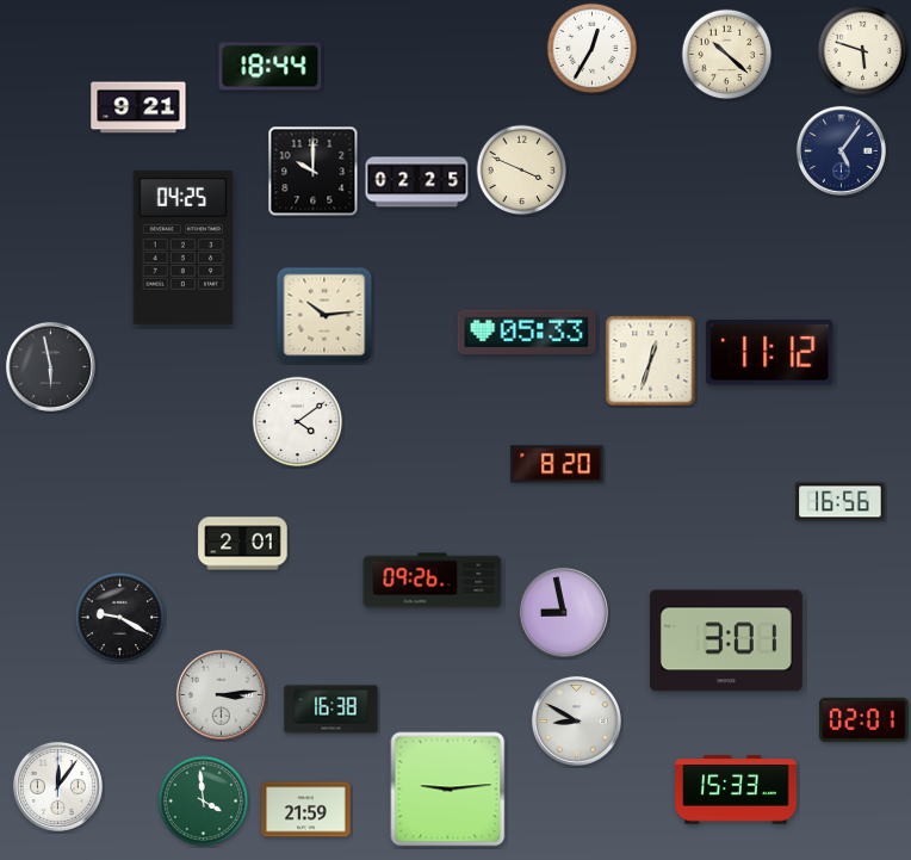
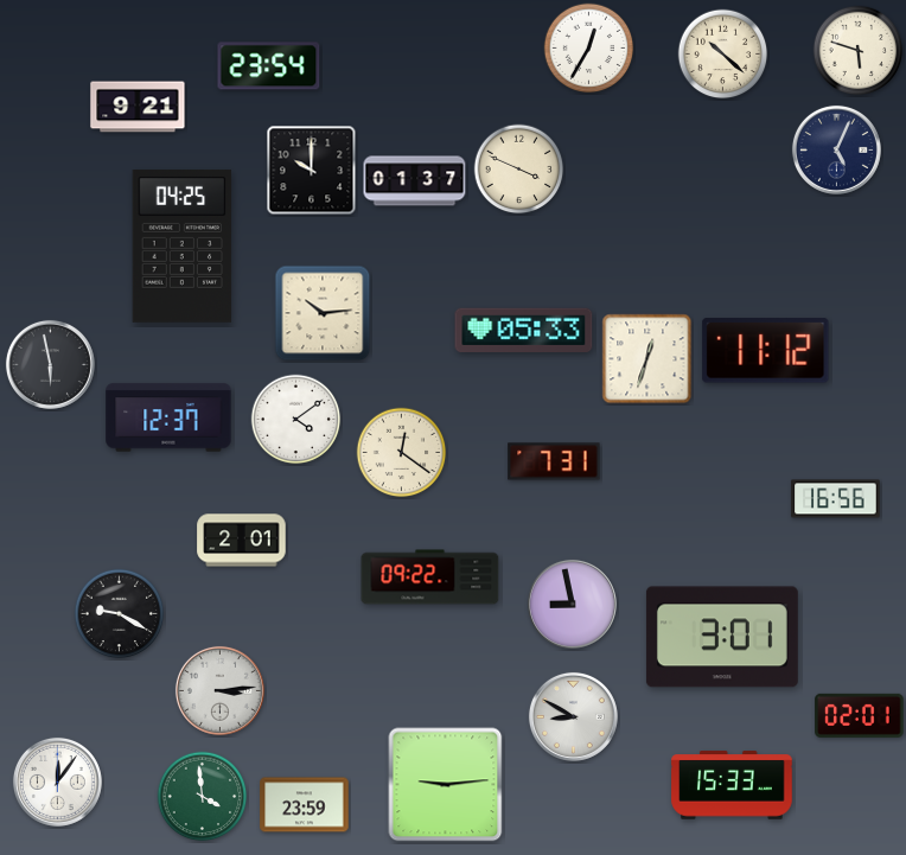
clock at (271, 67): 18:44 -> 23:54
clock at (841, 150): 5:06 -> 5:04
clock at (417, 182): 02:25 -> 01:37
clock at (168, 417): none -> 12:37
clock at (402, 453): none -> 12:21
clock at (557, 464): 8:20 -> 7:31
clock at (433, 581): 09:26 -> 09:22
clock at (563, 612) position: (563, 612) -> (572, 604)
clock at (331, 710): 16:38 -> none
clock at (306, 810): 21:59 -> 23:59
